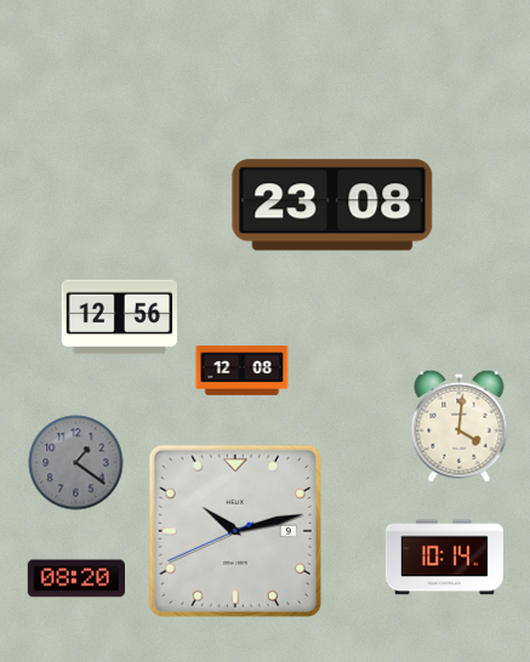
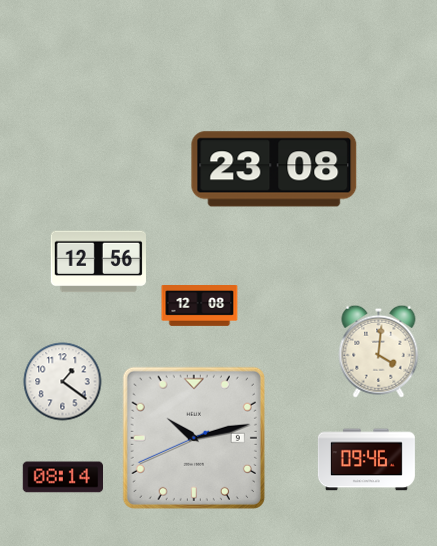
clock at (76, 463) dial: grey -> white
clock at (444, 558): 10:14 -> 09:46
clock at (75, 578): 08:20 -> 08:14
